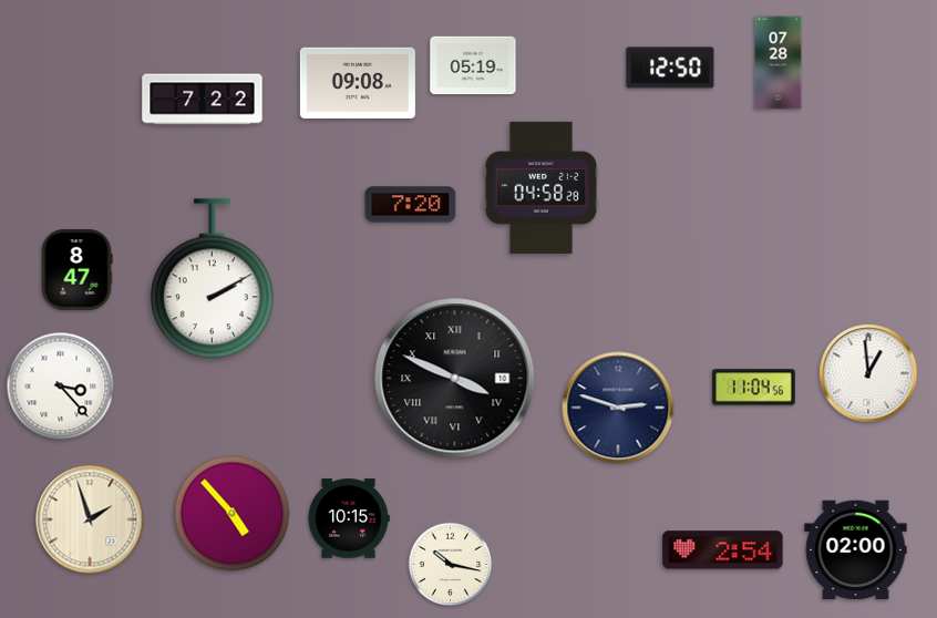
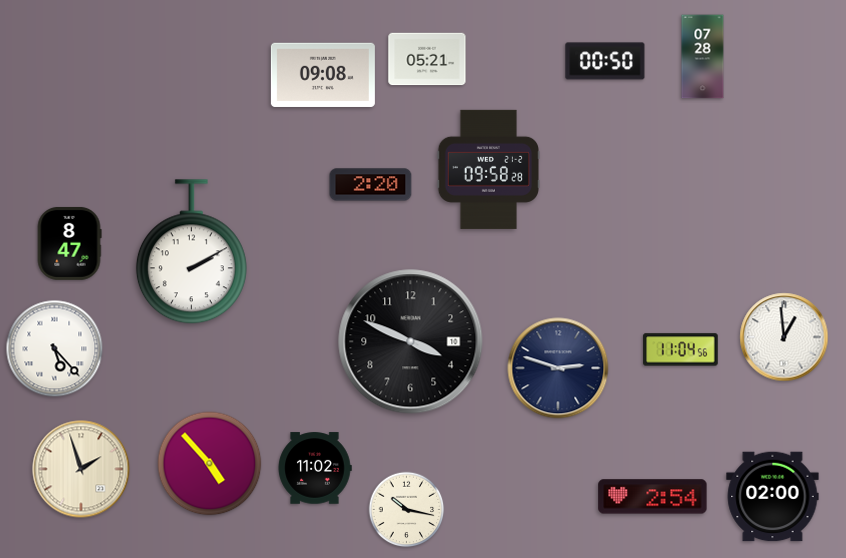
clock at (473, 65): 05:19 -> 05:21
clock at (670, 68): 12:50 -> 00:50
clock at (203, 100): 7:22 -> none
clock at (542, 187): 04:58 -> 09:58
clock at (411, 205): 7:20 -> 2:20
clock at (455, 379) numerals: Roman -> Arabic
clock at (61, 387): 3:23 -> 5:23
clock at (349, 518): 10:15 -> 11:02
